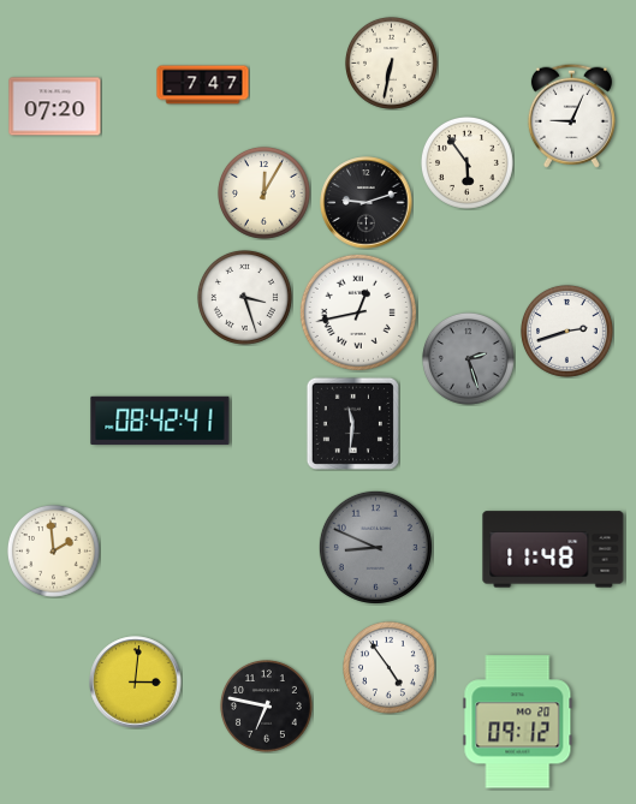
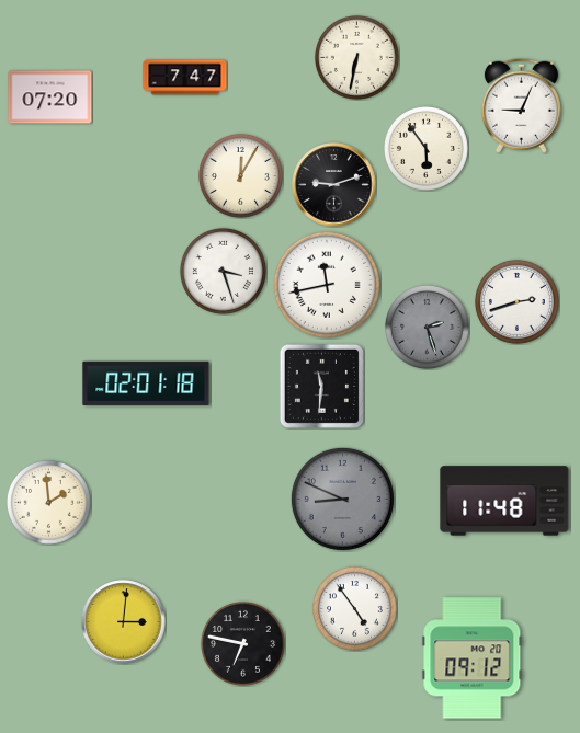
clock at (358, 312): 12:43 -> 11:43
clock at (160, 421): 08:42 -> 02:01
